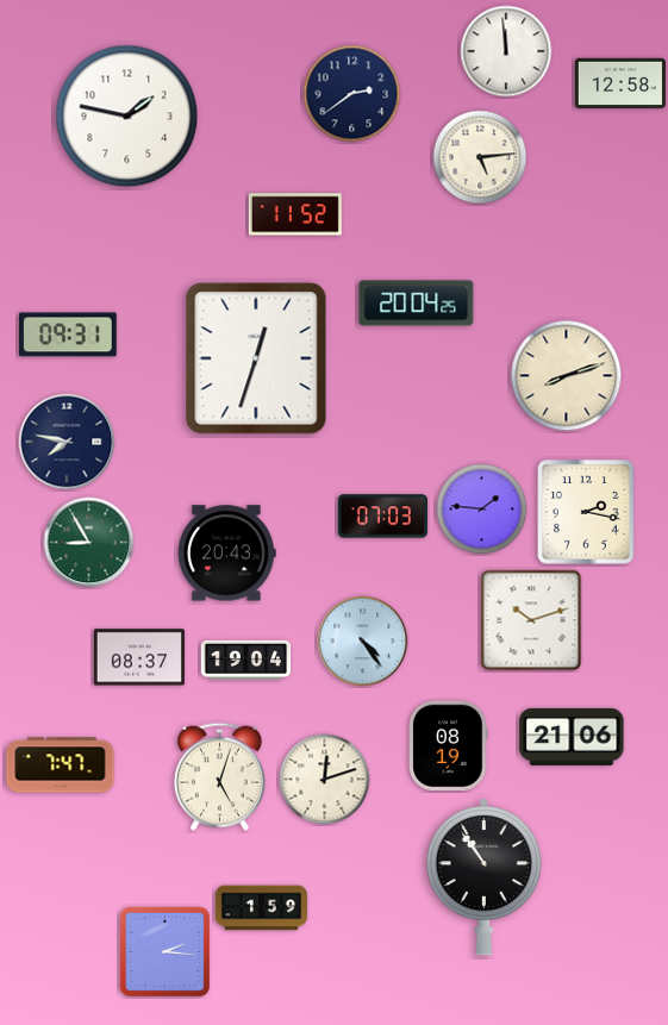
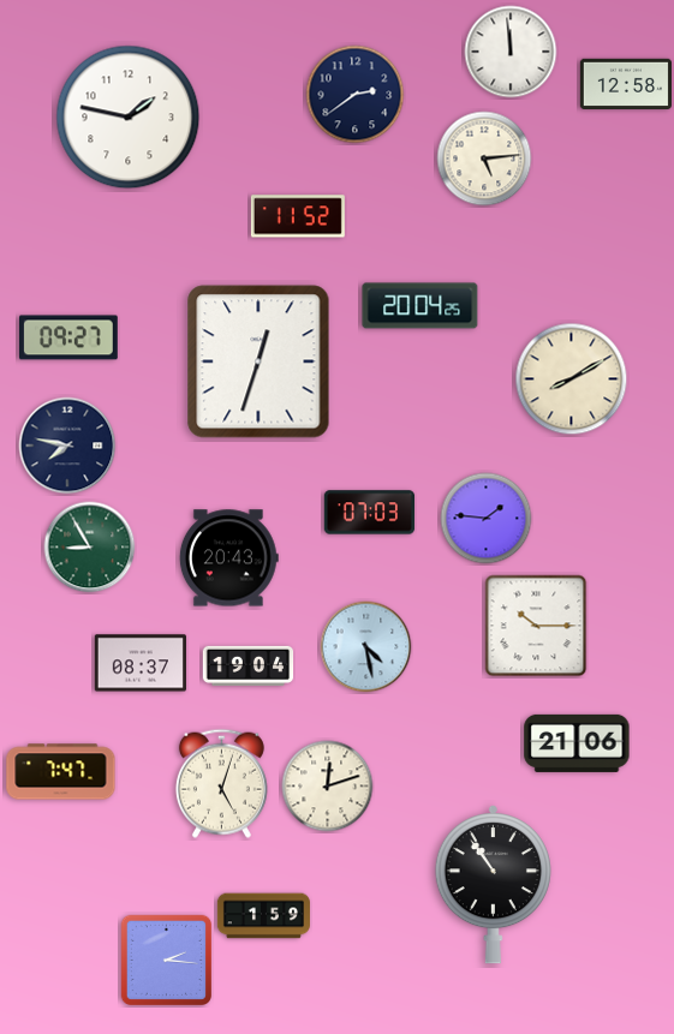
clock at (69, 335): 09:31 -> 09:27
clock at (567, 376): 8:12 -> 8:10
clock at (482, 510) position: (482, 510) -> (487, 519)
clock at (586, 512): 2:17 -> none
clock at (383, 517) position: (383, 517) -> (370, 513)
clock at (531, 620): 10:12 -> 10:15
clock at (363, 642): 4:24 -> 4:28
clock at (449, 745): 08:19 -> none
clock at (483, 877) position: (483, 877) -> (493, 885)
